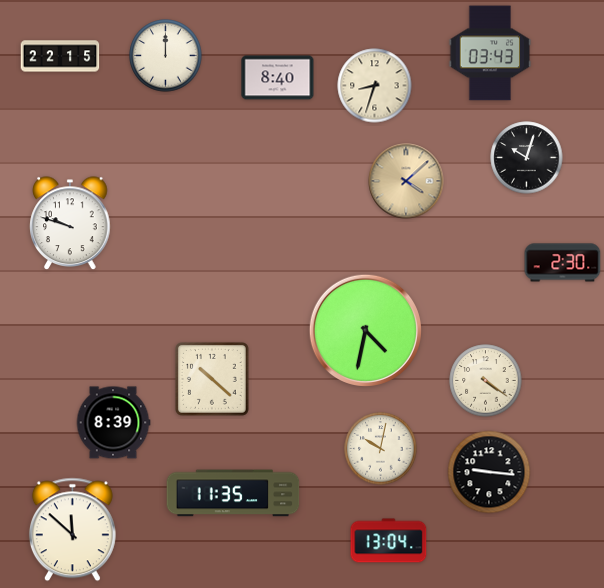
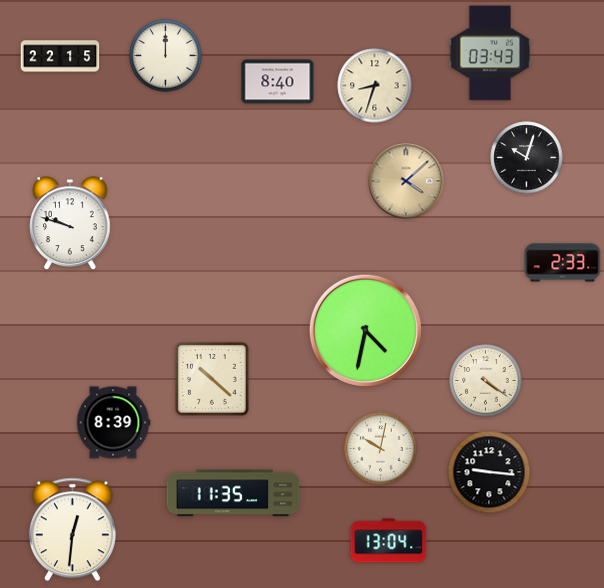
clock at (278, 78) position: (278, 78) -> (278, 82)
clock at (563, 263): 2:30 -> 2:33
clock at (72, 530): 11:52 -> 12:31
